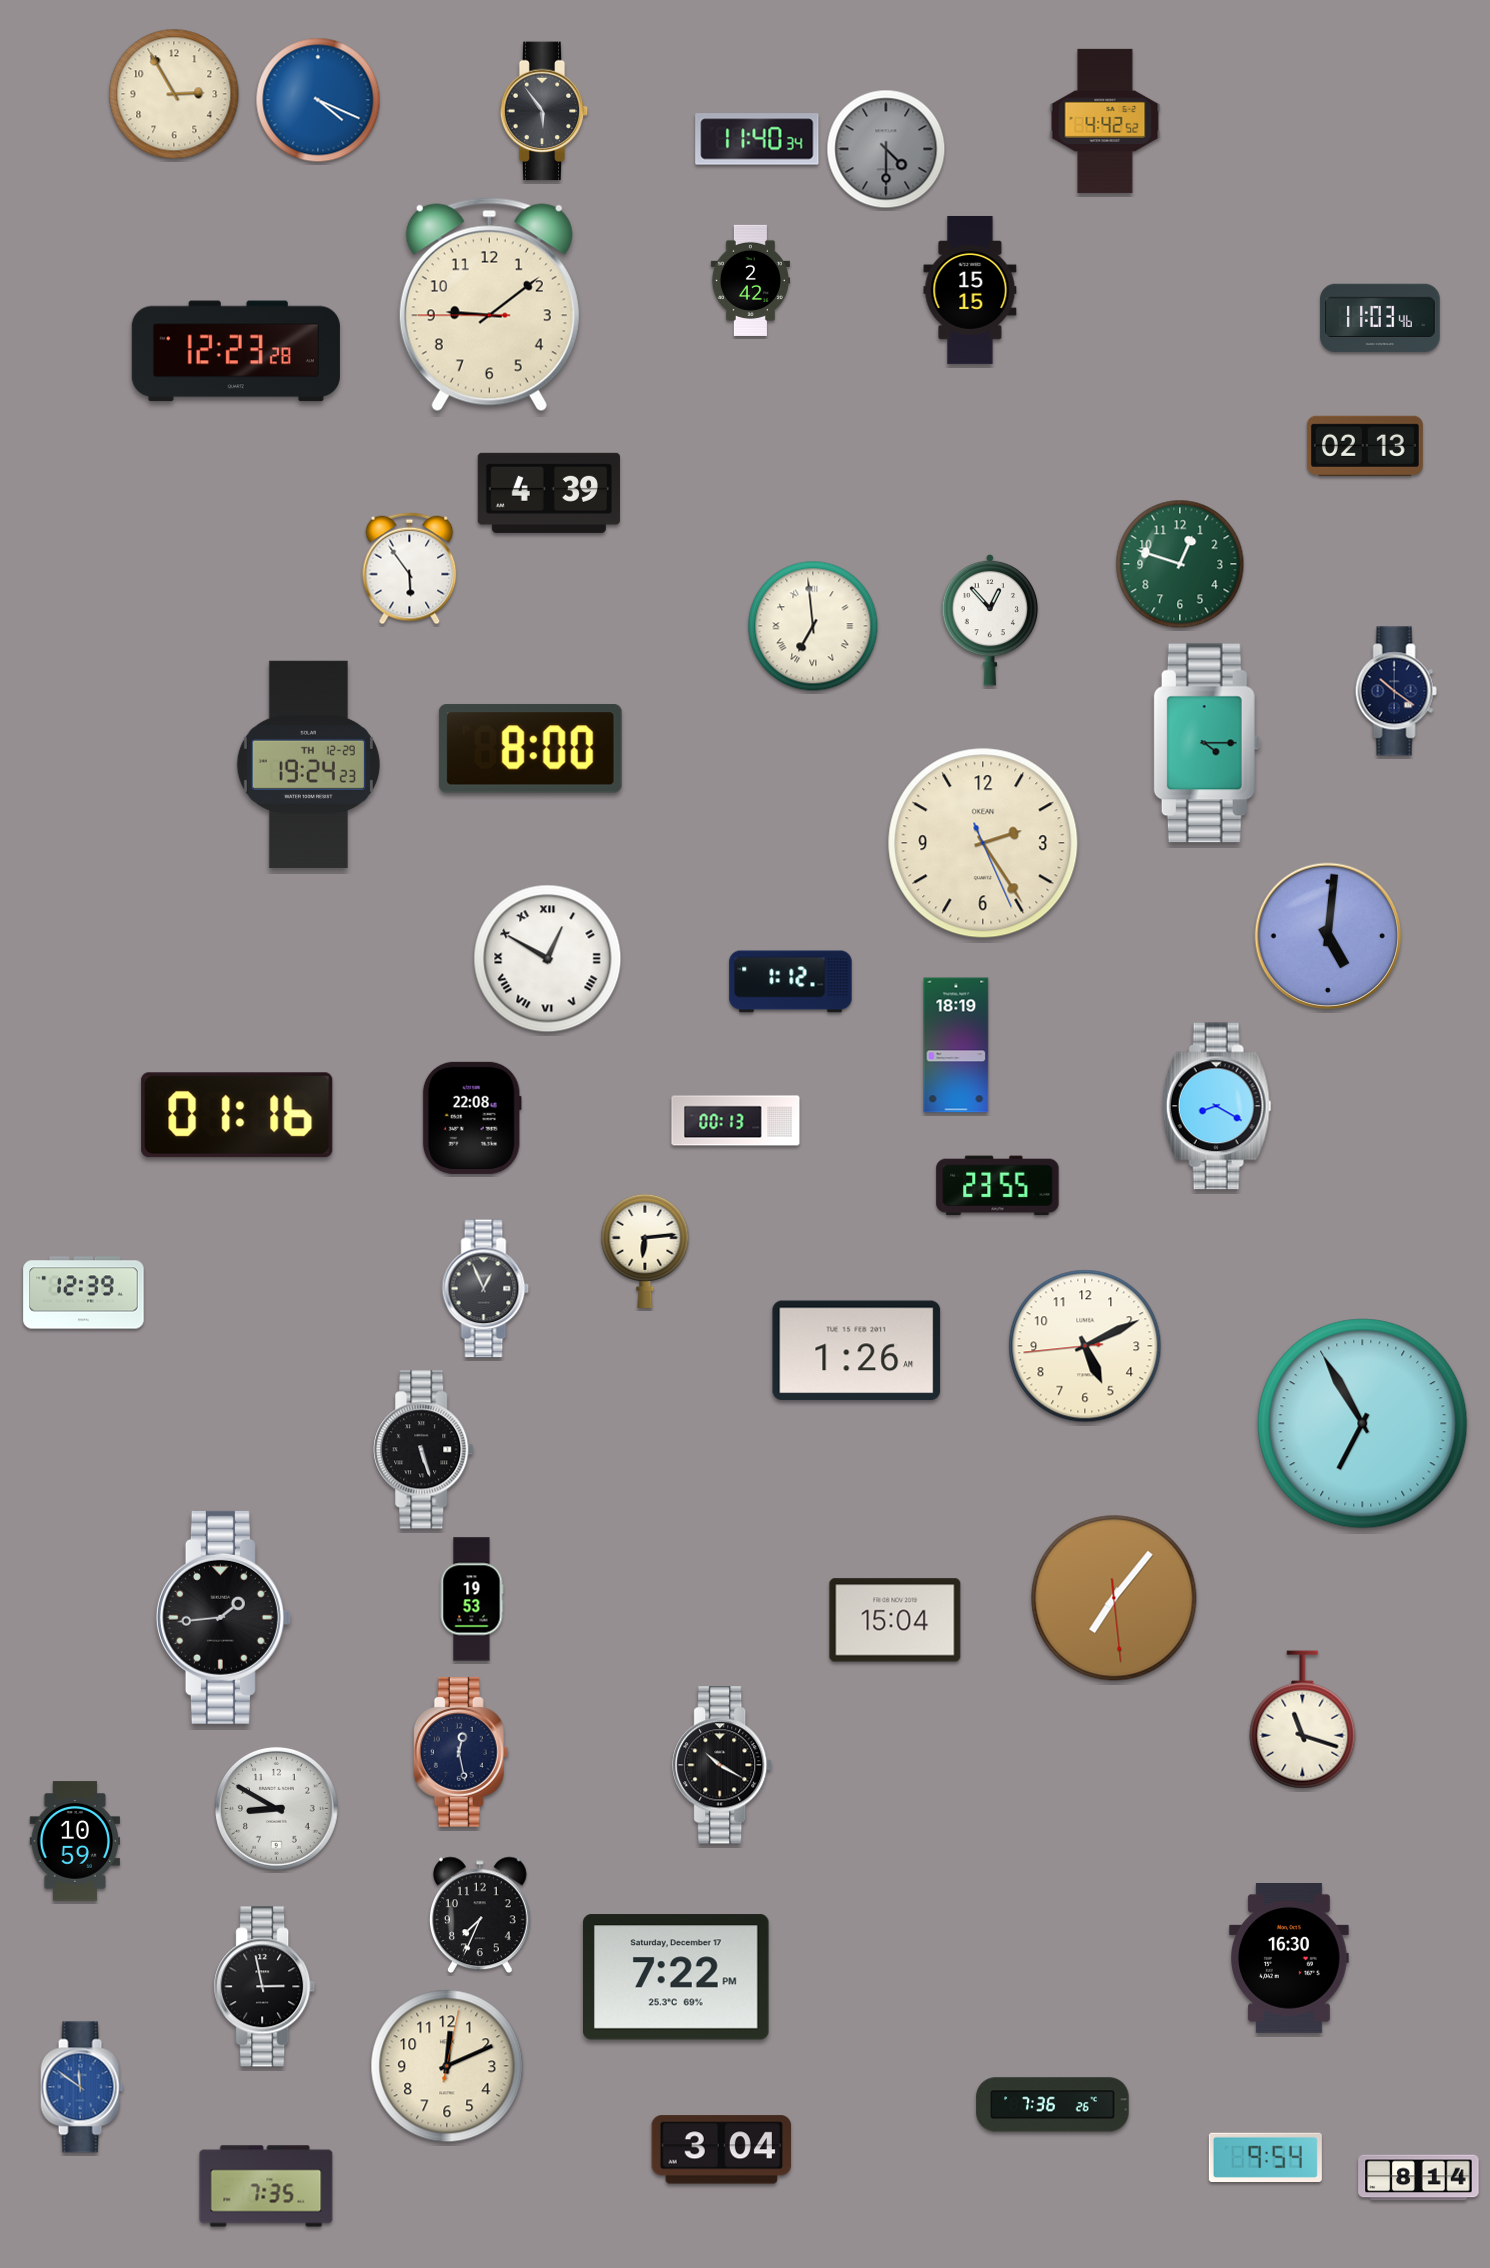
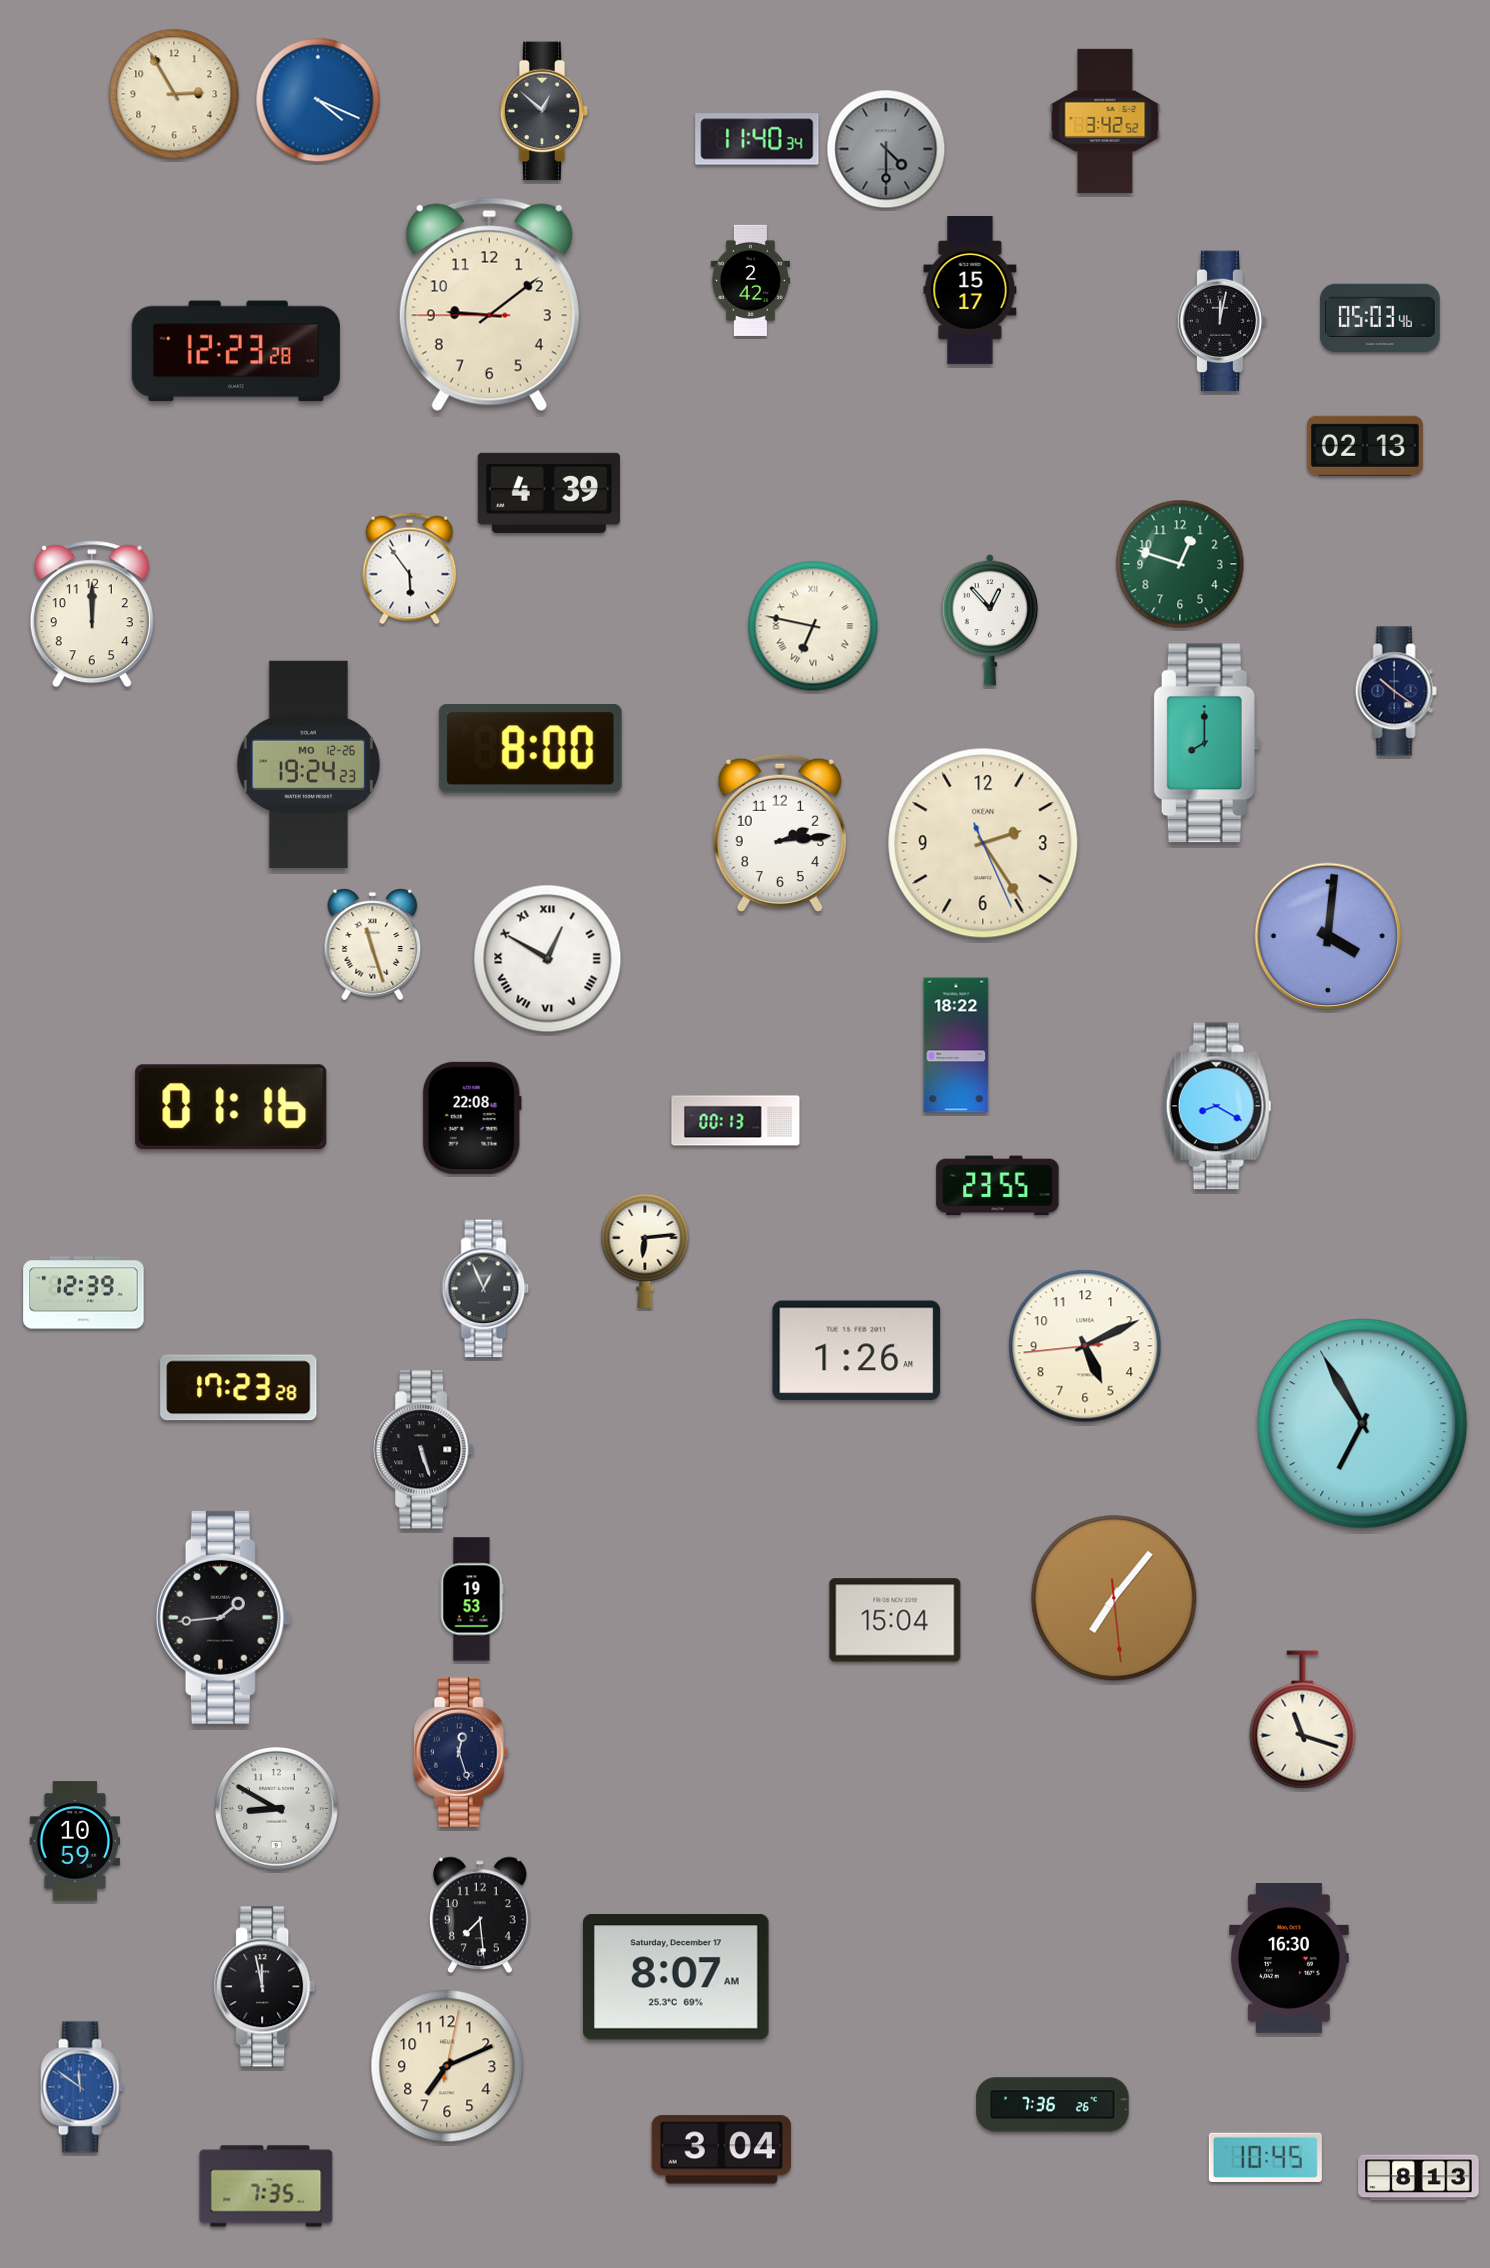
clock at (544, 111): 5:54 -> 12:52
clock at (1105, 121): 4:42 -> 3:42
clock at (970, 290): 15:15 -> 15:17
clock at (1380, 318): 11:03 -> 05:03
clock at (1222, 321): none -> 12:02
clock at (92, 614): none -> 12:00
clock at (813, 626): 6:59 -> 6:47
clock at (1207, 743): 4:15 -> 8:00
clock at (308, 764) date: TH 12-29 -> MO 12-26
clock at (780, 833): none -> 2:14
clock at (1327, 935): 5:01 -> 4:01
clock at (373, 945): none -> 11:27
clock at (791, 982): 1:12 -> none
clock at (956, 1045): 18:19 -> 18:22
clock at (237, 1115) position: (237, 1115) -> (231, 1107)
clock at (239, 1388): none -> 17:23
clock at (461, 1752): 12:28 -> 12:27
clock at (723, 1765): 10:20 -> none
clock at (480, 1915): 7:34 -> 7:29
clock at (677, 1977): 7:22 -> 8:07
clock at (265, 1987): 2:58 -> 11:58
clock at (447, 2066): 12:11 -> 7:11
clock at (1265, 2158): 9:54 -> 10:45
clock at (1419, 2178): 8:14 -> 8:13
